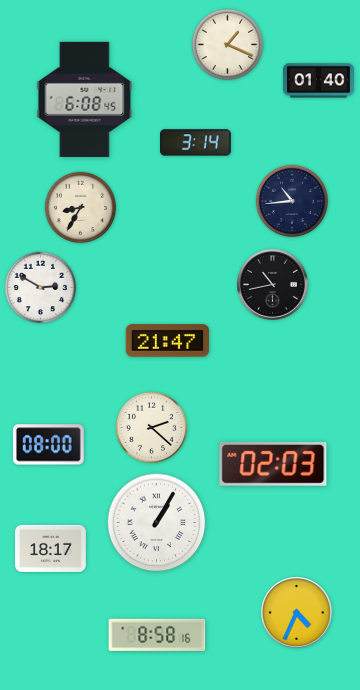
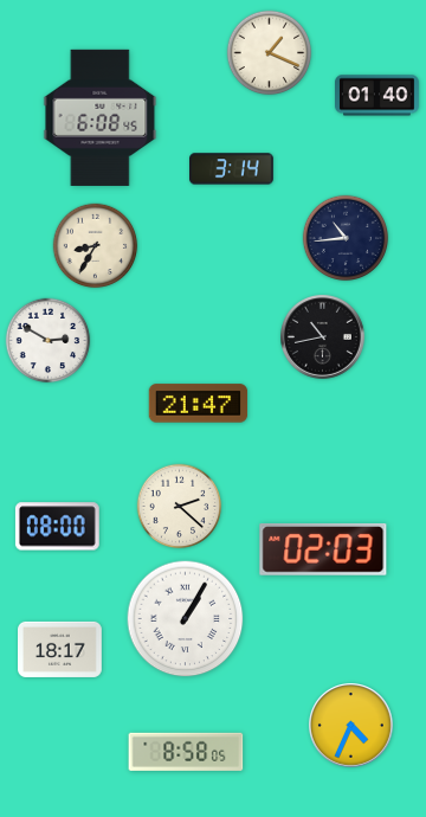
clock at (157, 635): 8:58:16 -> 8:58:05
